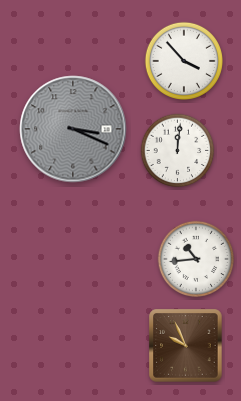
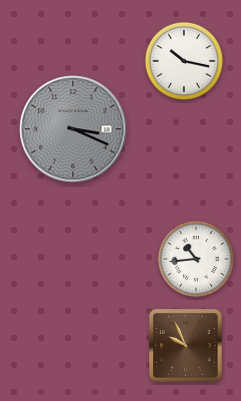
clock at (183, 60): 3:53 -> 10:17
clock at (178, 151): 12:01 -> none
